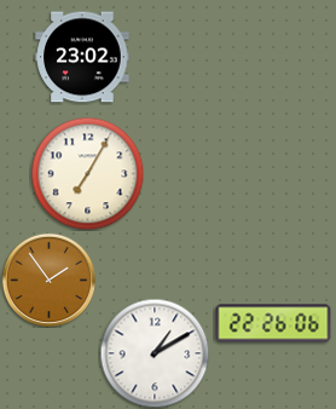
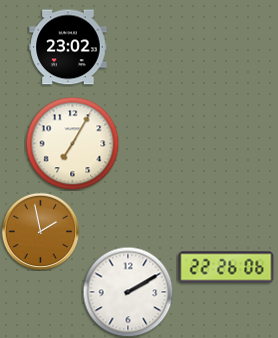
clock at (48, 280): 1:54 -> 1:58
clock at (155, 353): 1:10 -> 2:10
